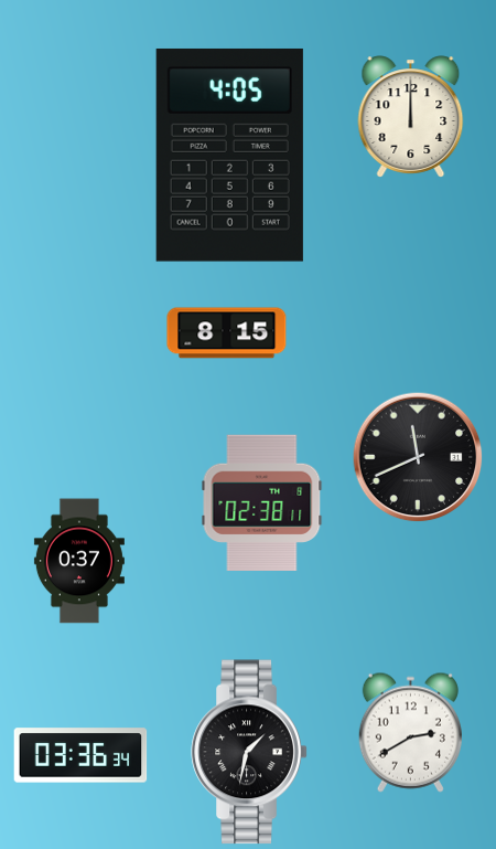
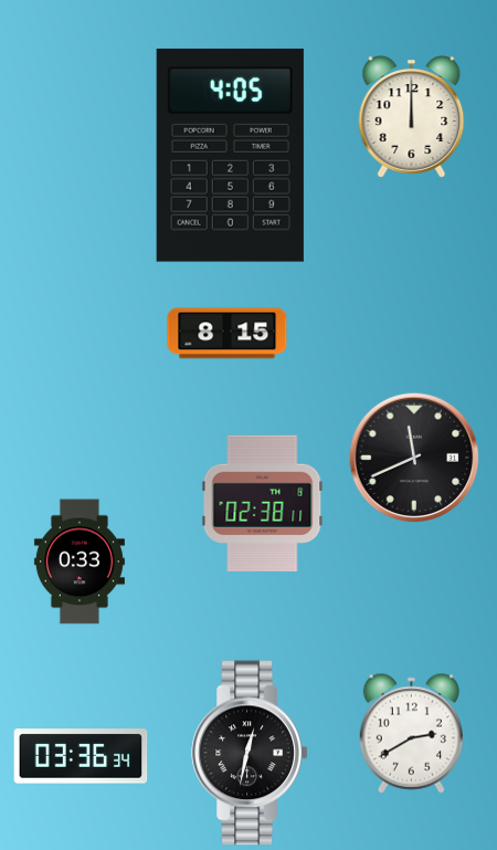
clock at (418, 457) position: (418, 457) -> (414, 458)
clock at (79, 561): 0:37 -> 0:33
clock at (249, 752): 1:32 -> 12:32
